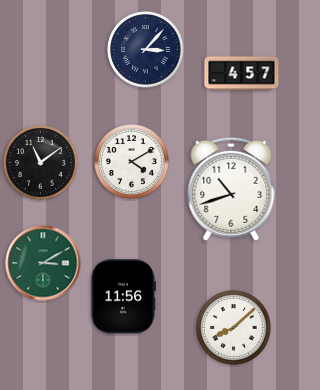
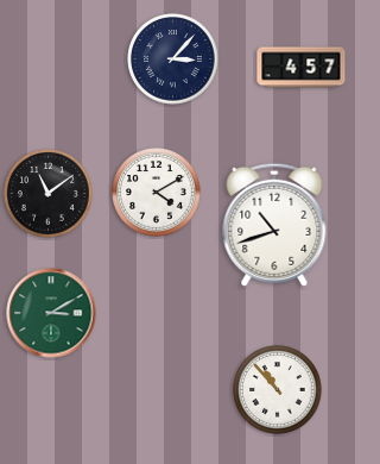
clock at (242, 74) position: (242, 74) -> (302, 68)
clock at (123, 297): 11:56 -> none
clock at (234, 328): 8:08 -> 10:53
